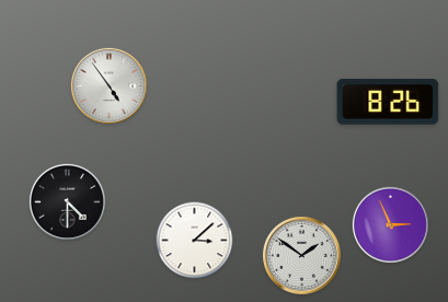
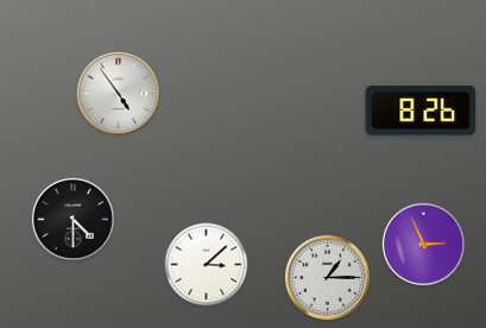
clock at (195, 241) position: (195, 241) -> (207, 265)
clock at (301, 255): 1:51 -> 1:15
